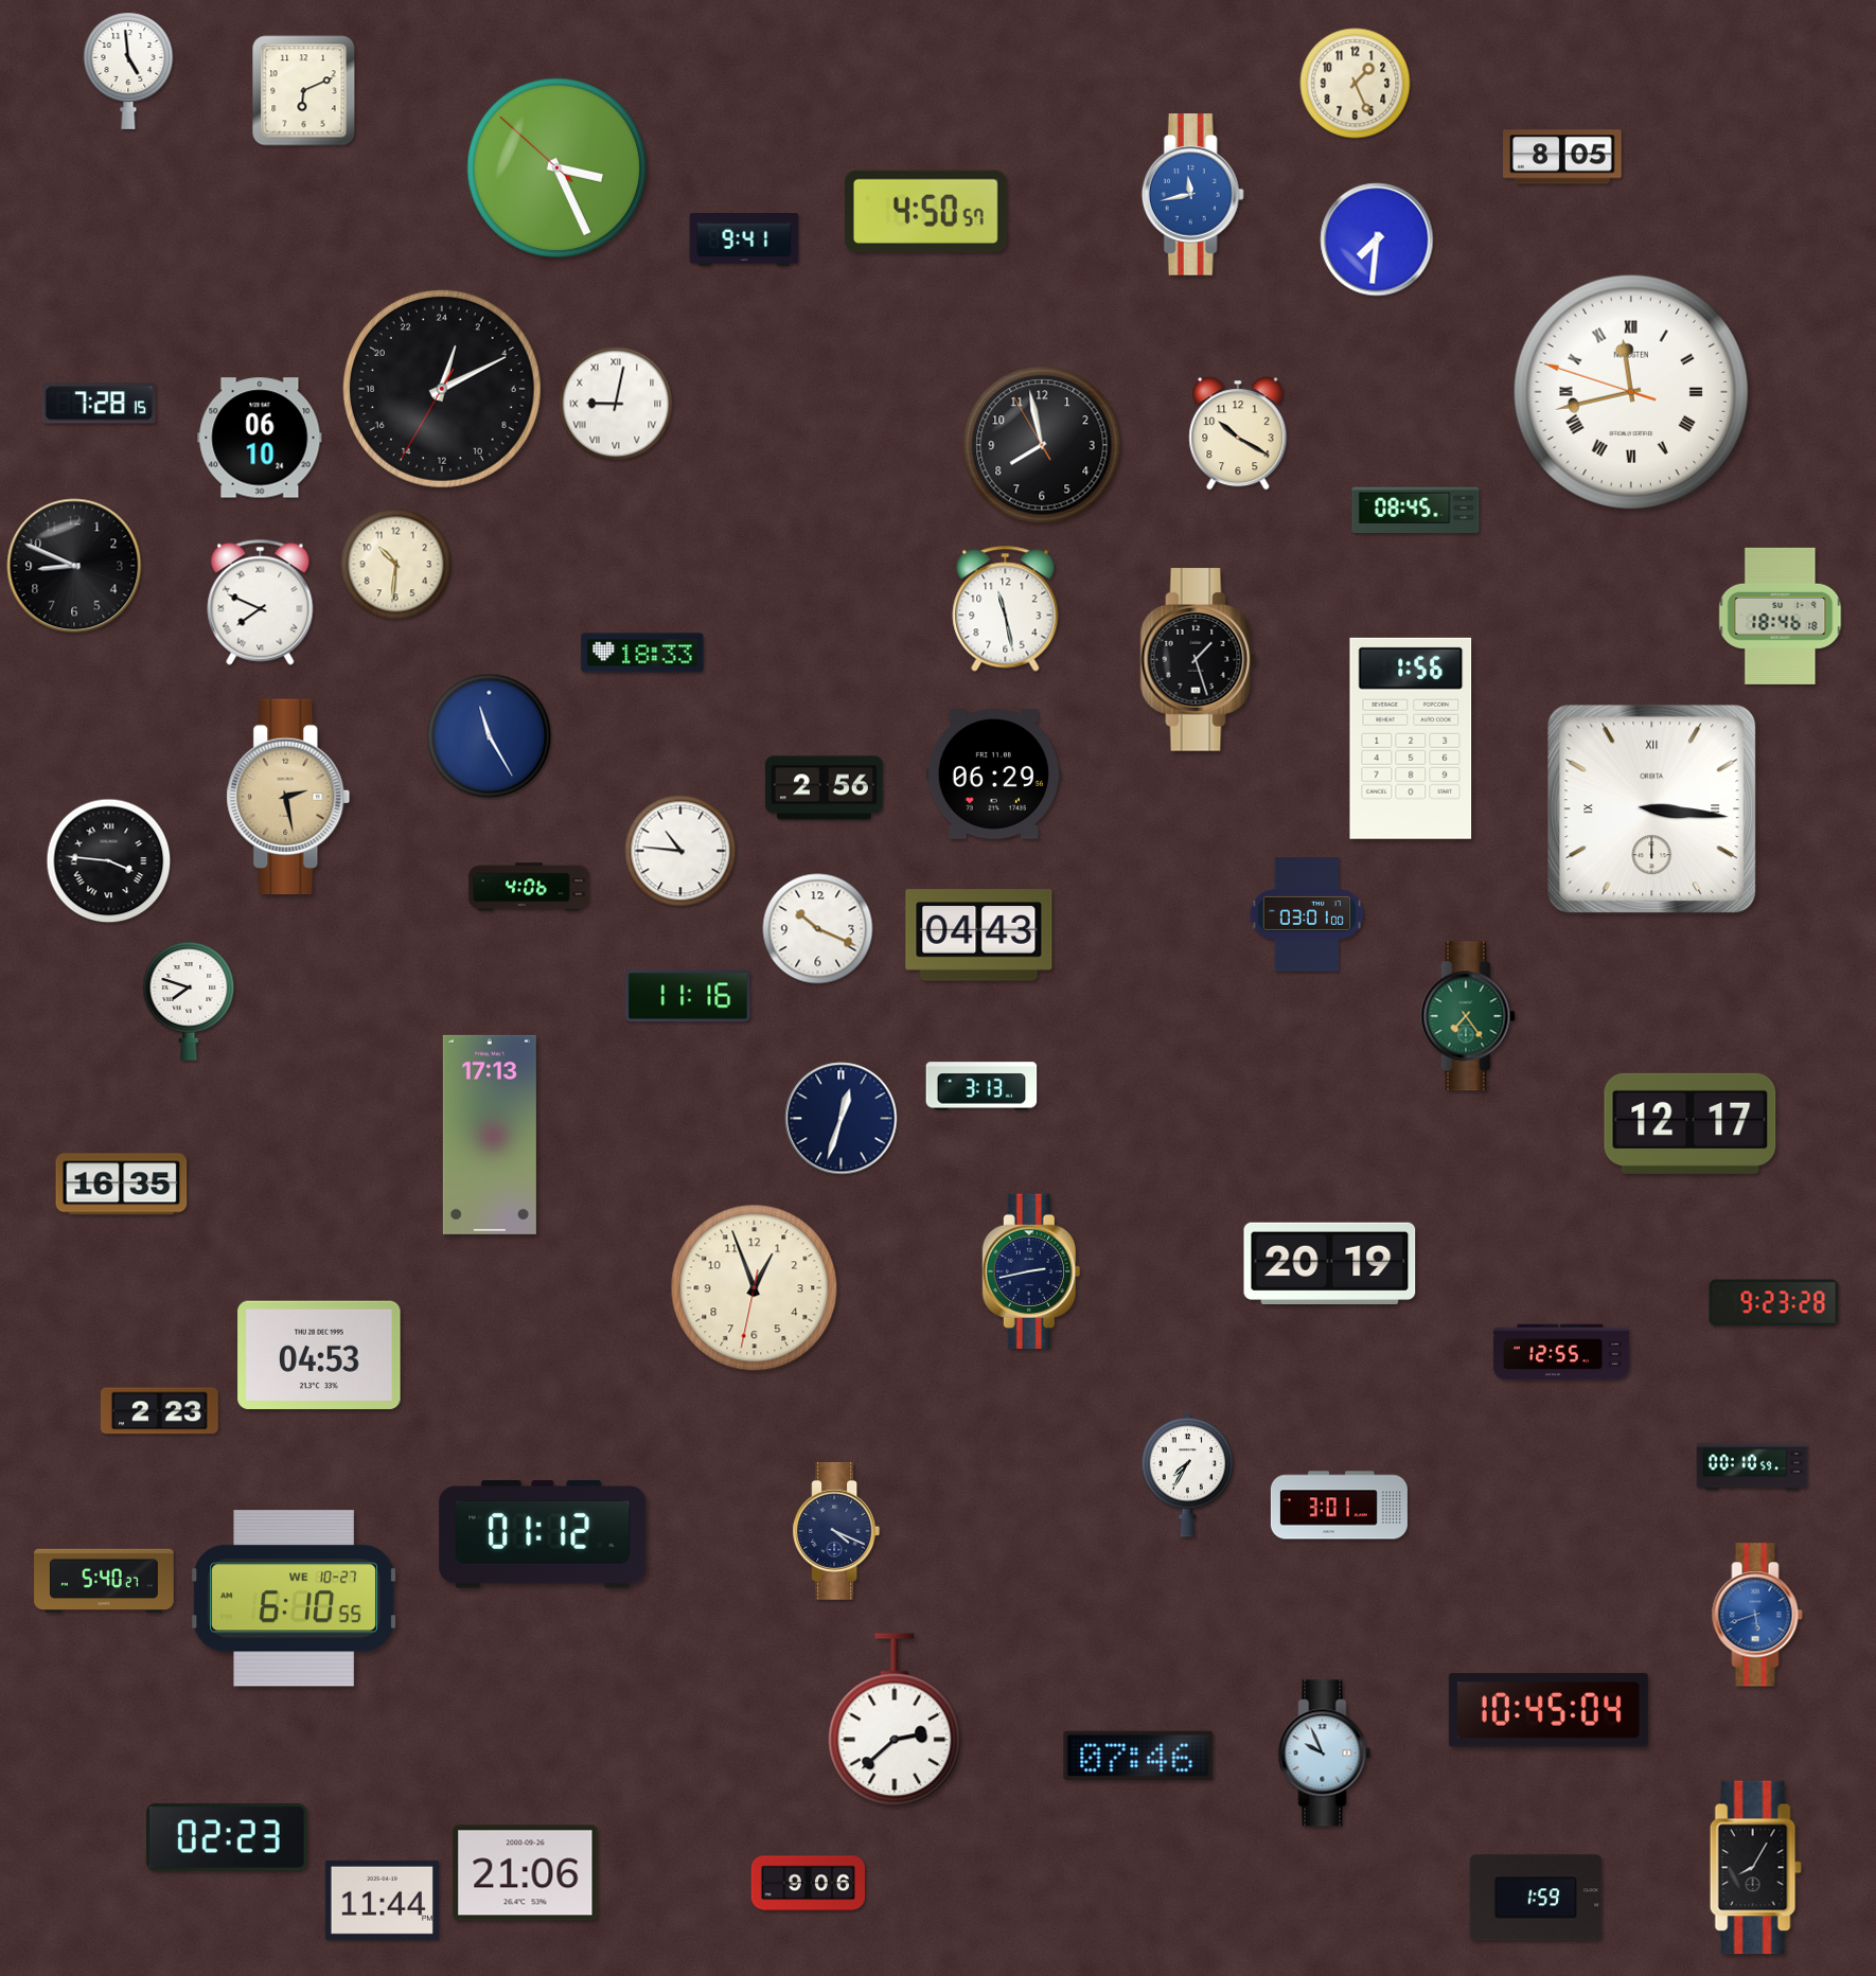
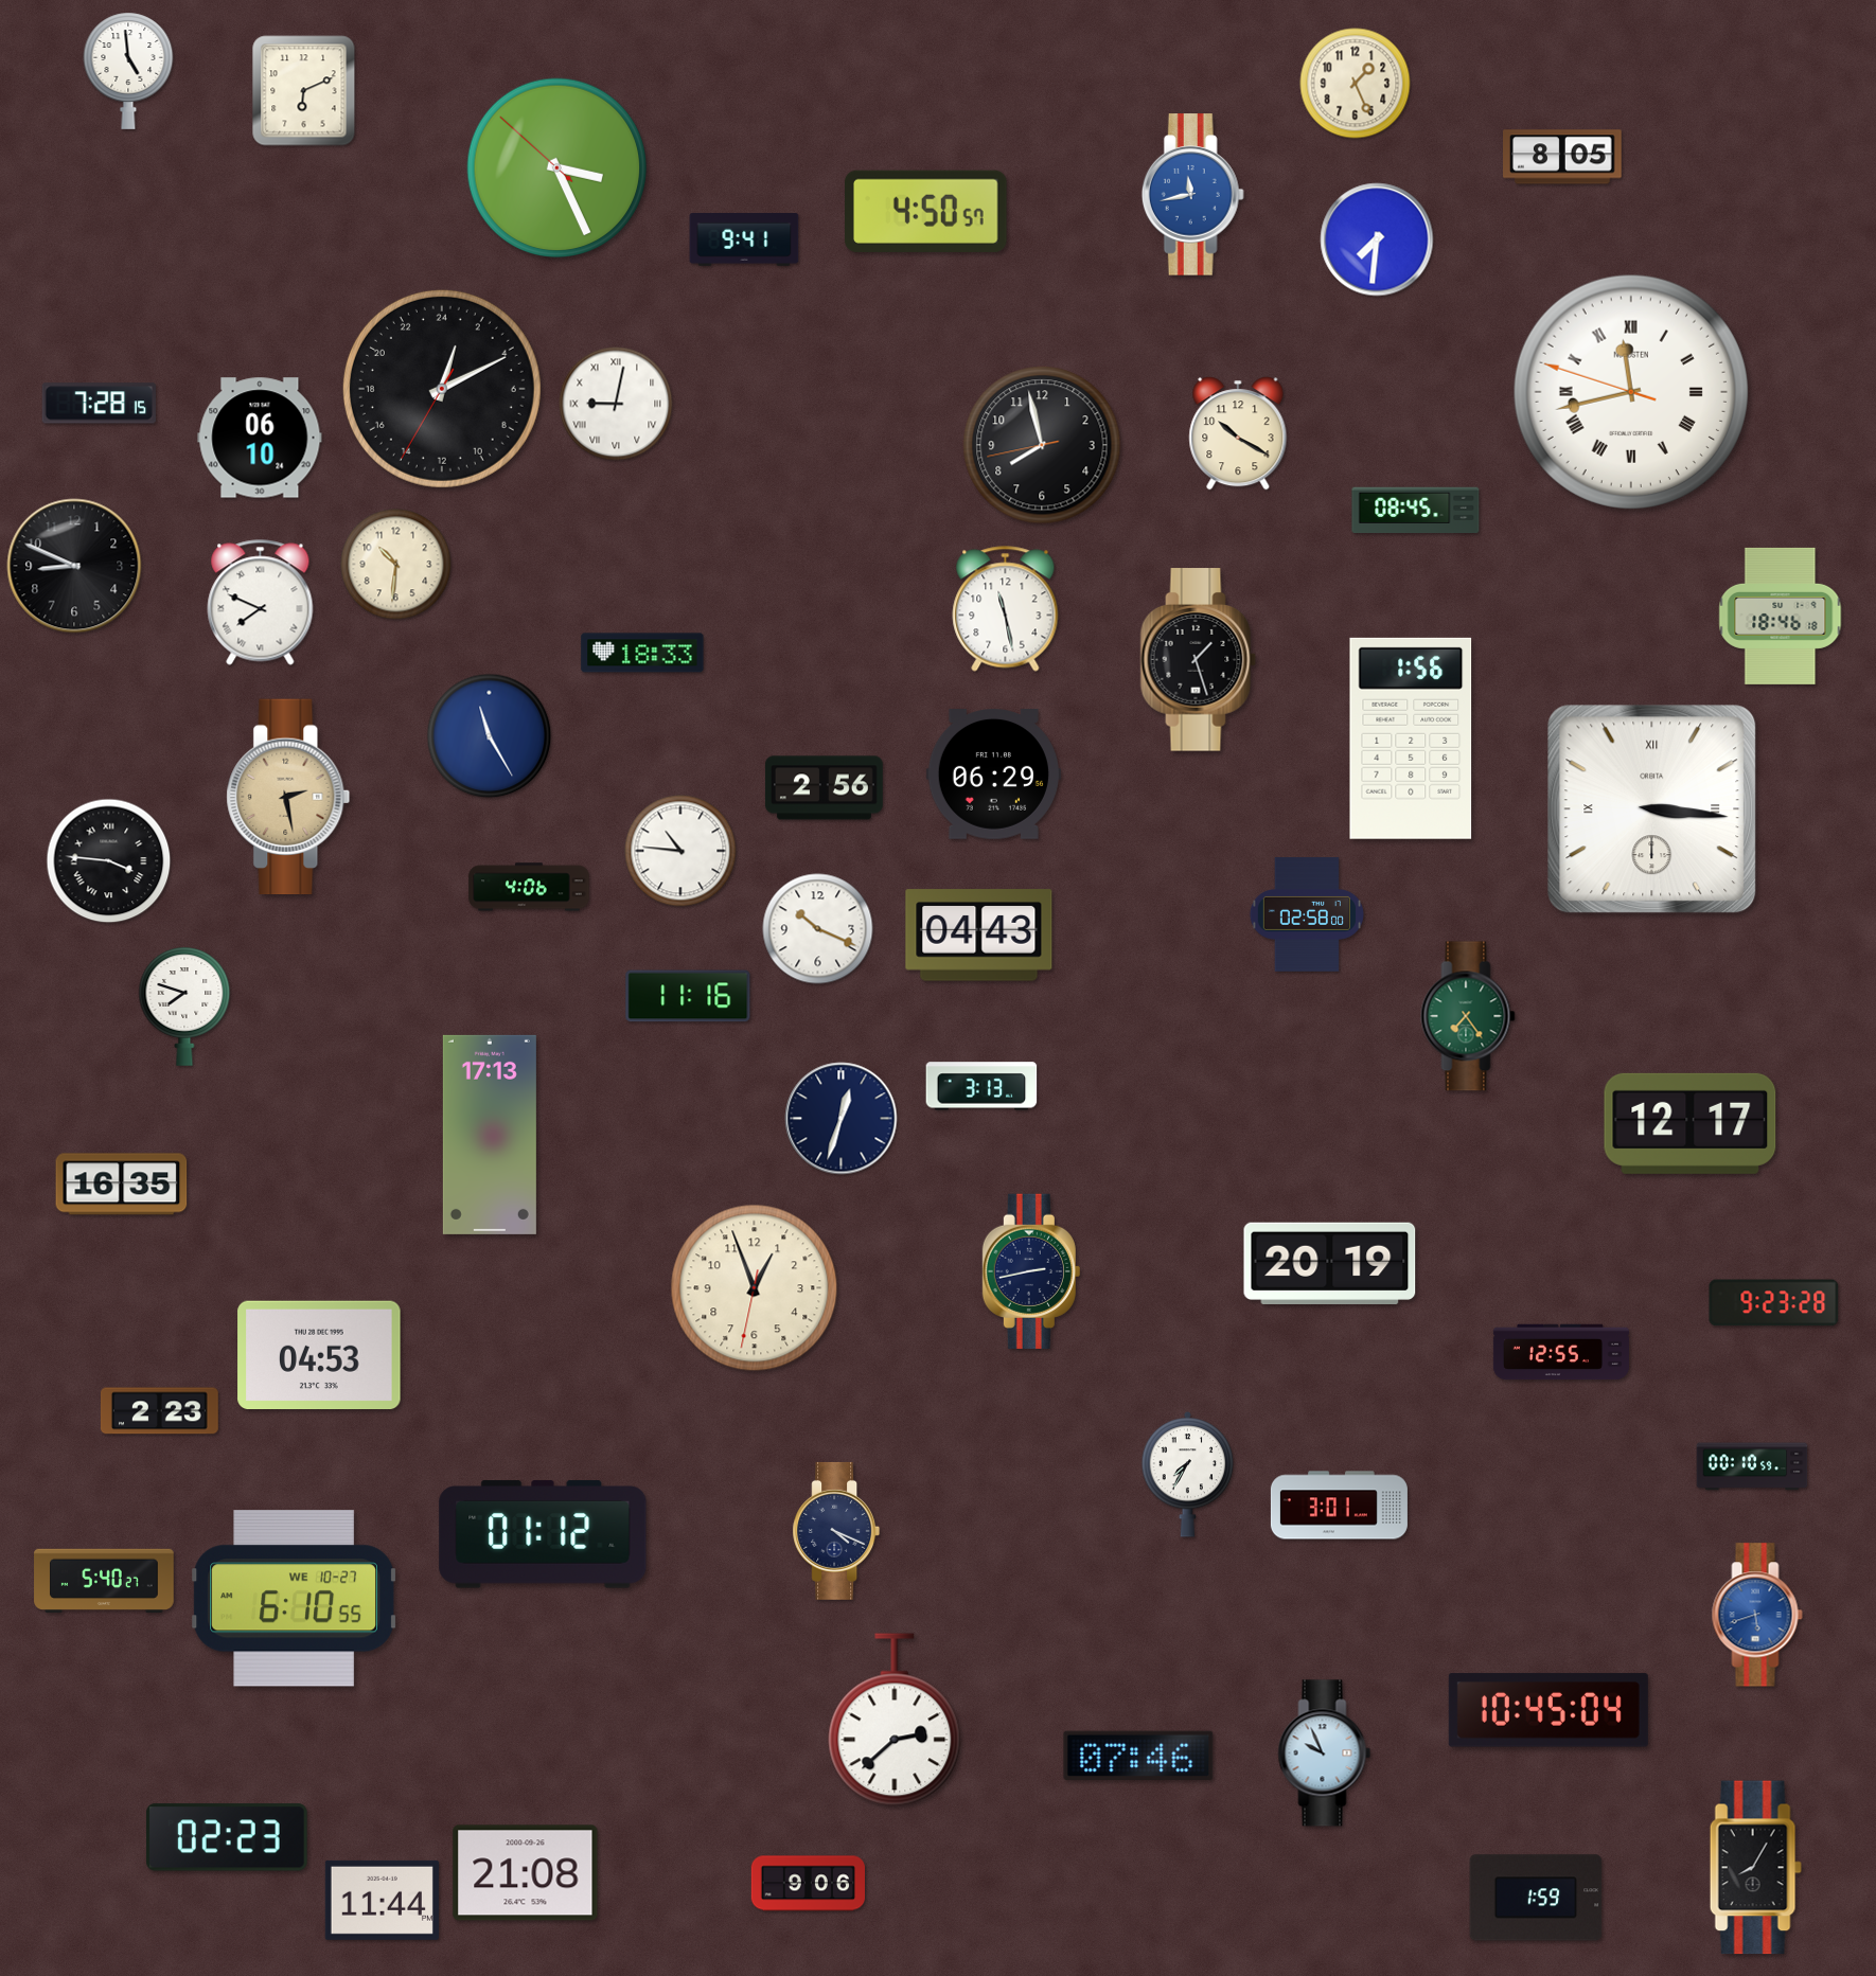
clock at (1042, 445): 7:57:55 -> 7:57:43
clock at (1307, 914): 03:01 -> 02:58
clock at (189, 1001) position: (189, 1001) -> (184, 1007)
clock at (526, 1873): 21:06 -> 21:08
